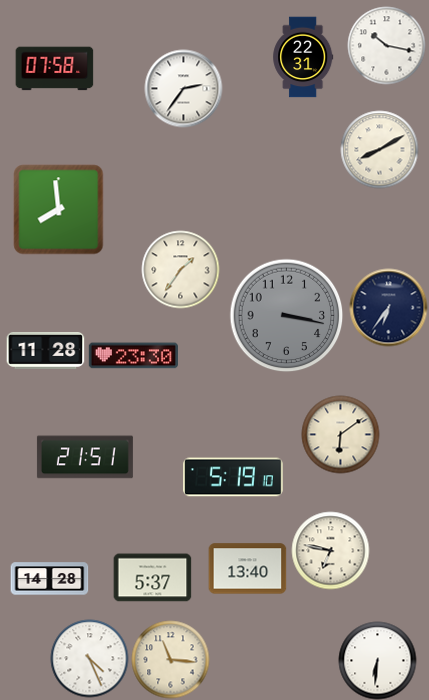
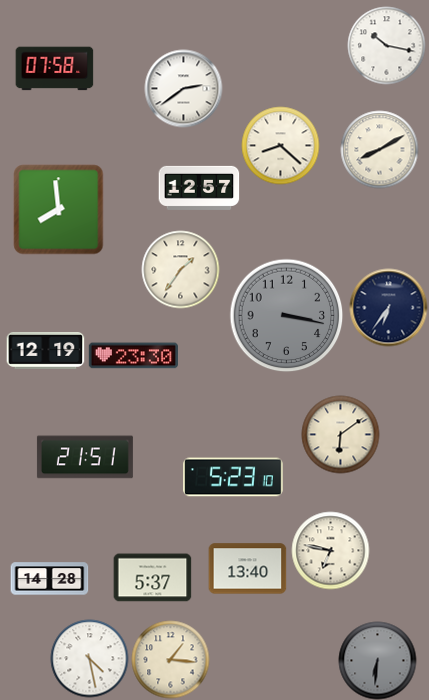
clock at (303, 57): 22:31 -> none
clock at (183, 88): 2:36 -> 2:39
clock at (280, 145): none -> 8:22
clock at (199, 188): none -> 12:57
clock at (45, 351): 11:28 -> 12:19
clock at (234, 477): 5:19 -> 5:23
clock at (89, 658): 4:26 -> 4:28
clock at (170, 659): 11:16 -> 1:16
clock at (377, 660) dial: white -> grey
